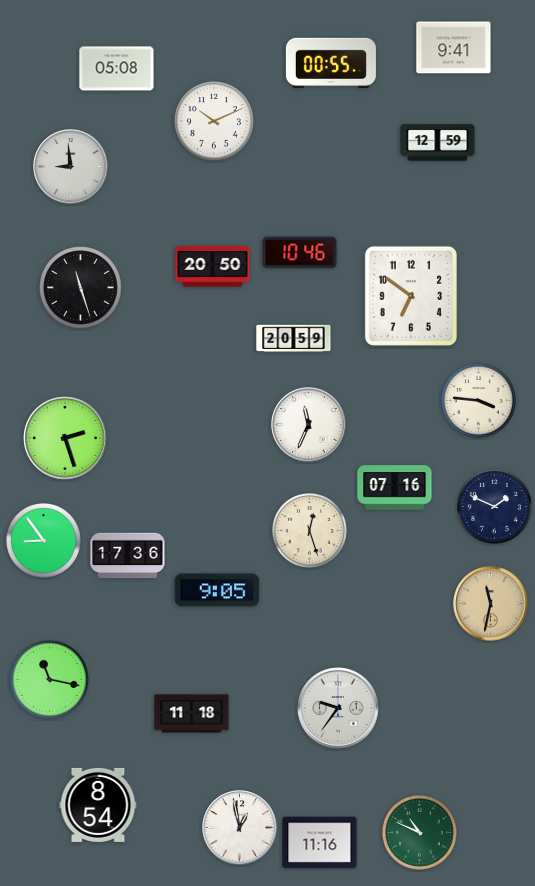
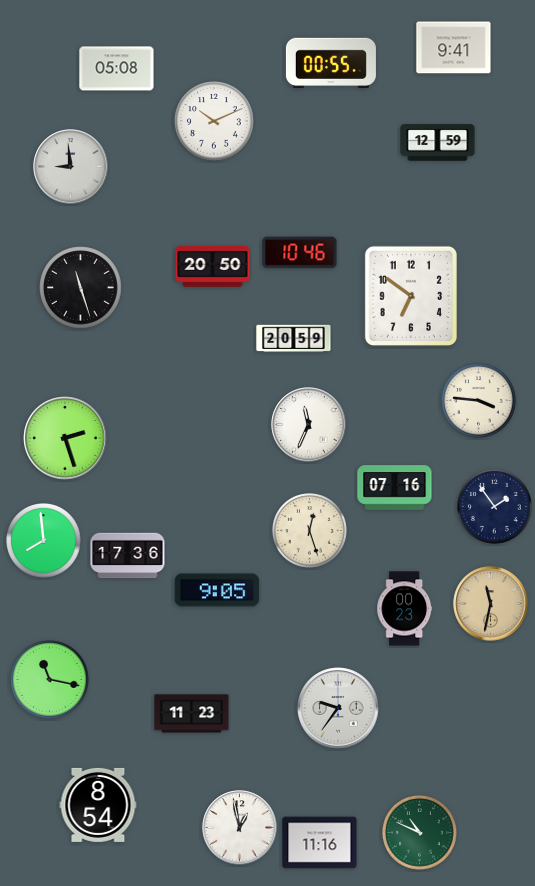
clock at (495, 507): 1:49 -> 1:54
clock at (44, 541): 8:54 -> 7:59
clock at (405, 609): none -> 00:23
clock at (192, 714): 11:18 -> 11:23
